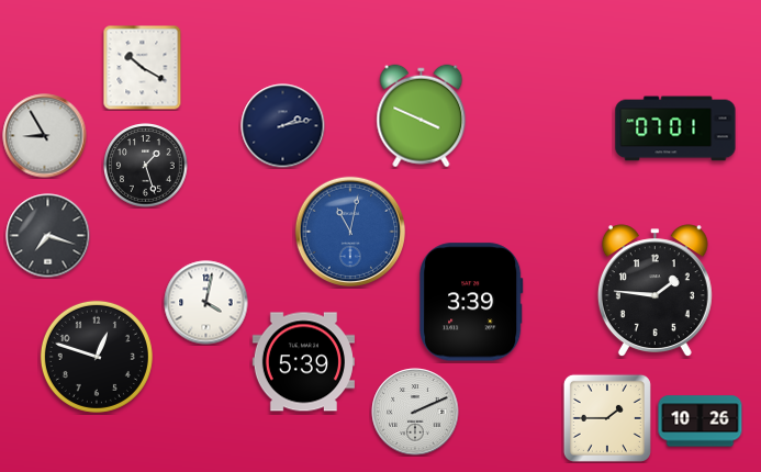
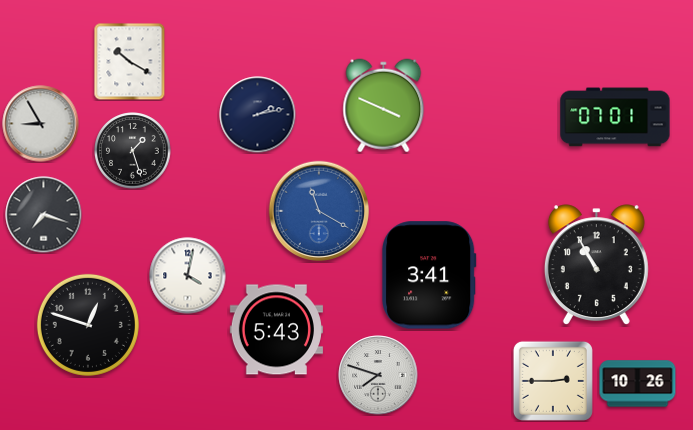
clock at (350, 232): 11:02 -> 11:20
clock at (654, 291): 1:46 -> 10:55
clock at (471, 302): 3:39 -> 3:41
clock at (303, 362): 5:39 -> 5:43
clock at (415, 412): 2:11 -> 7:48
clock at (607, 418): 1:45 -> 2:45
